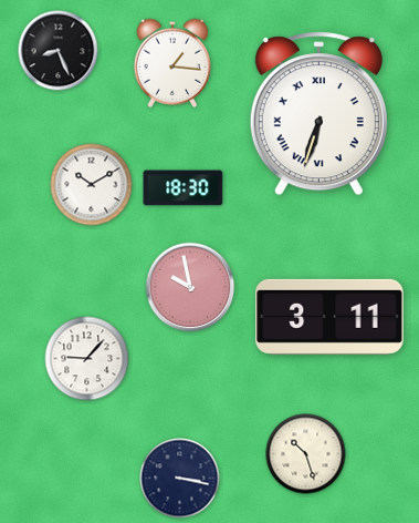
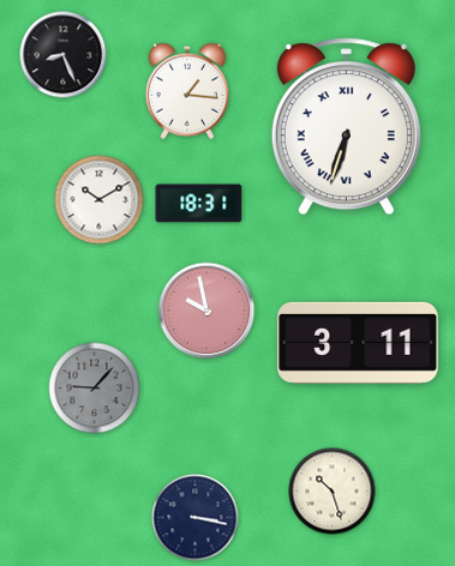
clock at (172, 63) position: (172, 63) -> (187, 91)
clock at (318, 114) position: (318, 114) -> (346, 127)
clock at (184, 188): 18:30 -> 18:31
clock at (87, 359) dial: white -> grey
